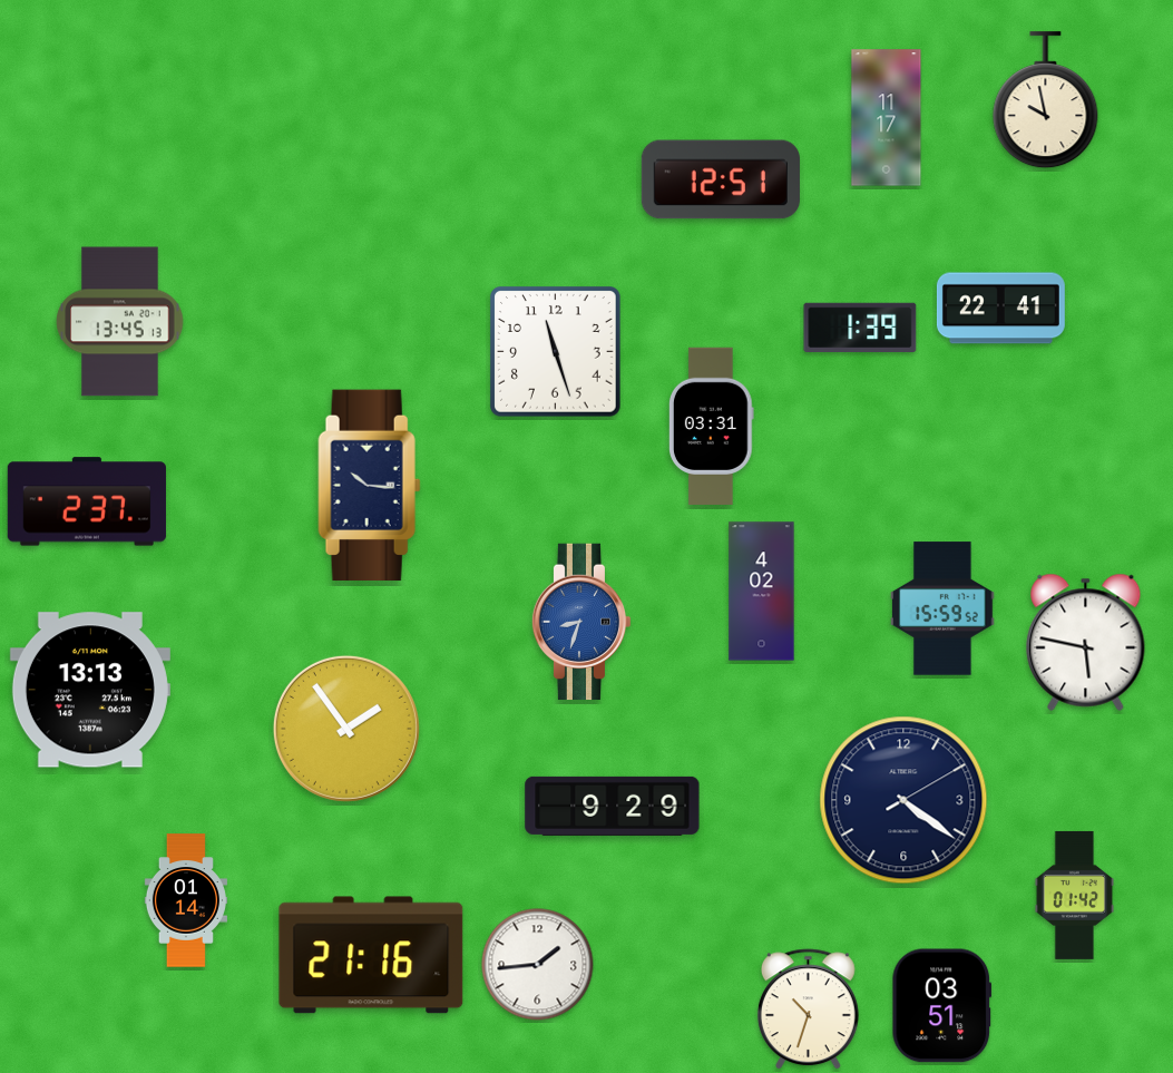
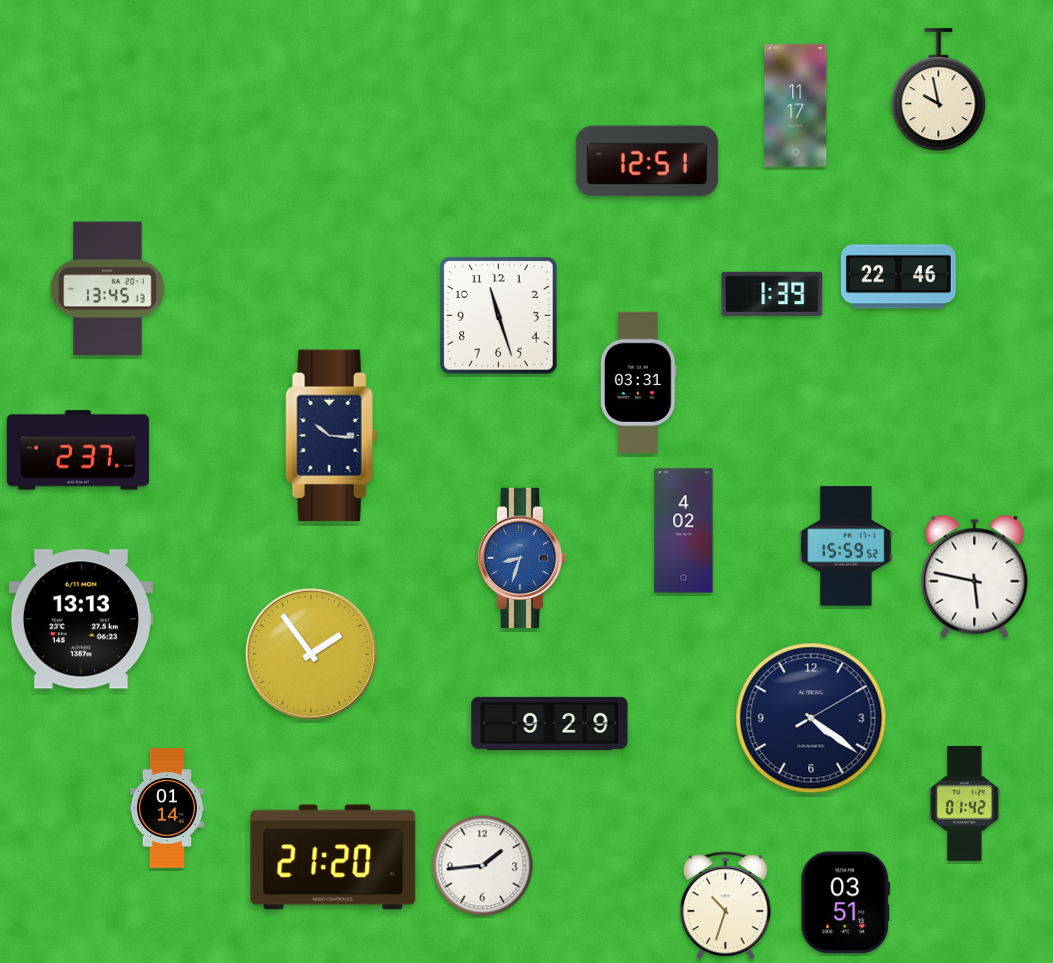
clock at (1000, 309): 22:41 -> 22:46
clock at (371, 955): 21:16 -> 21:20
